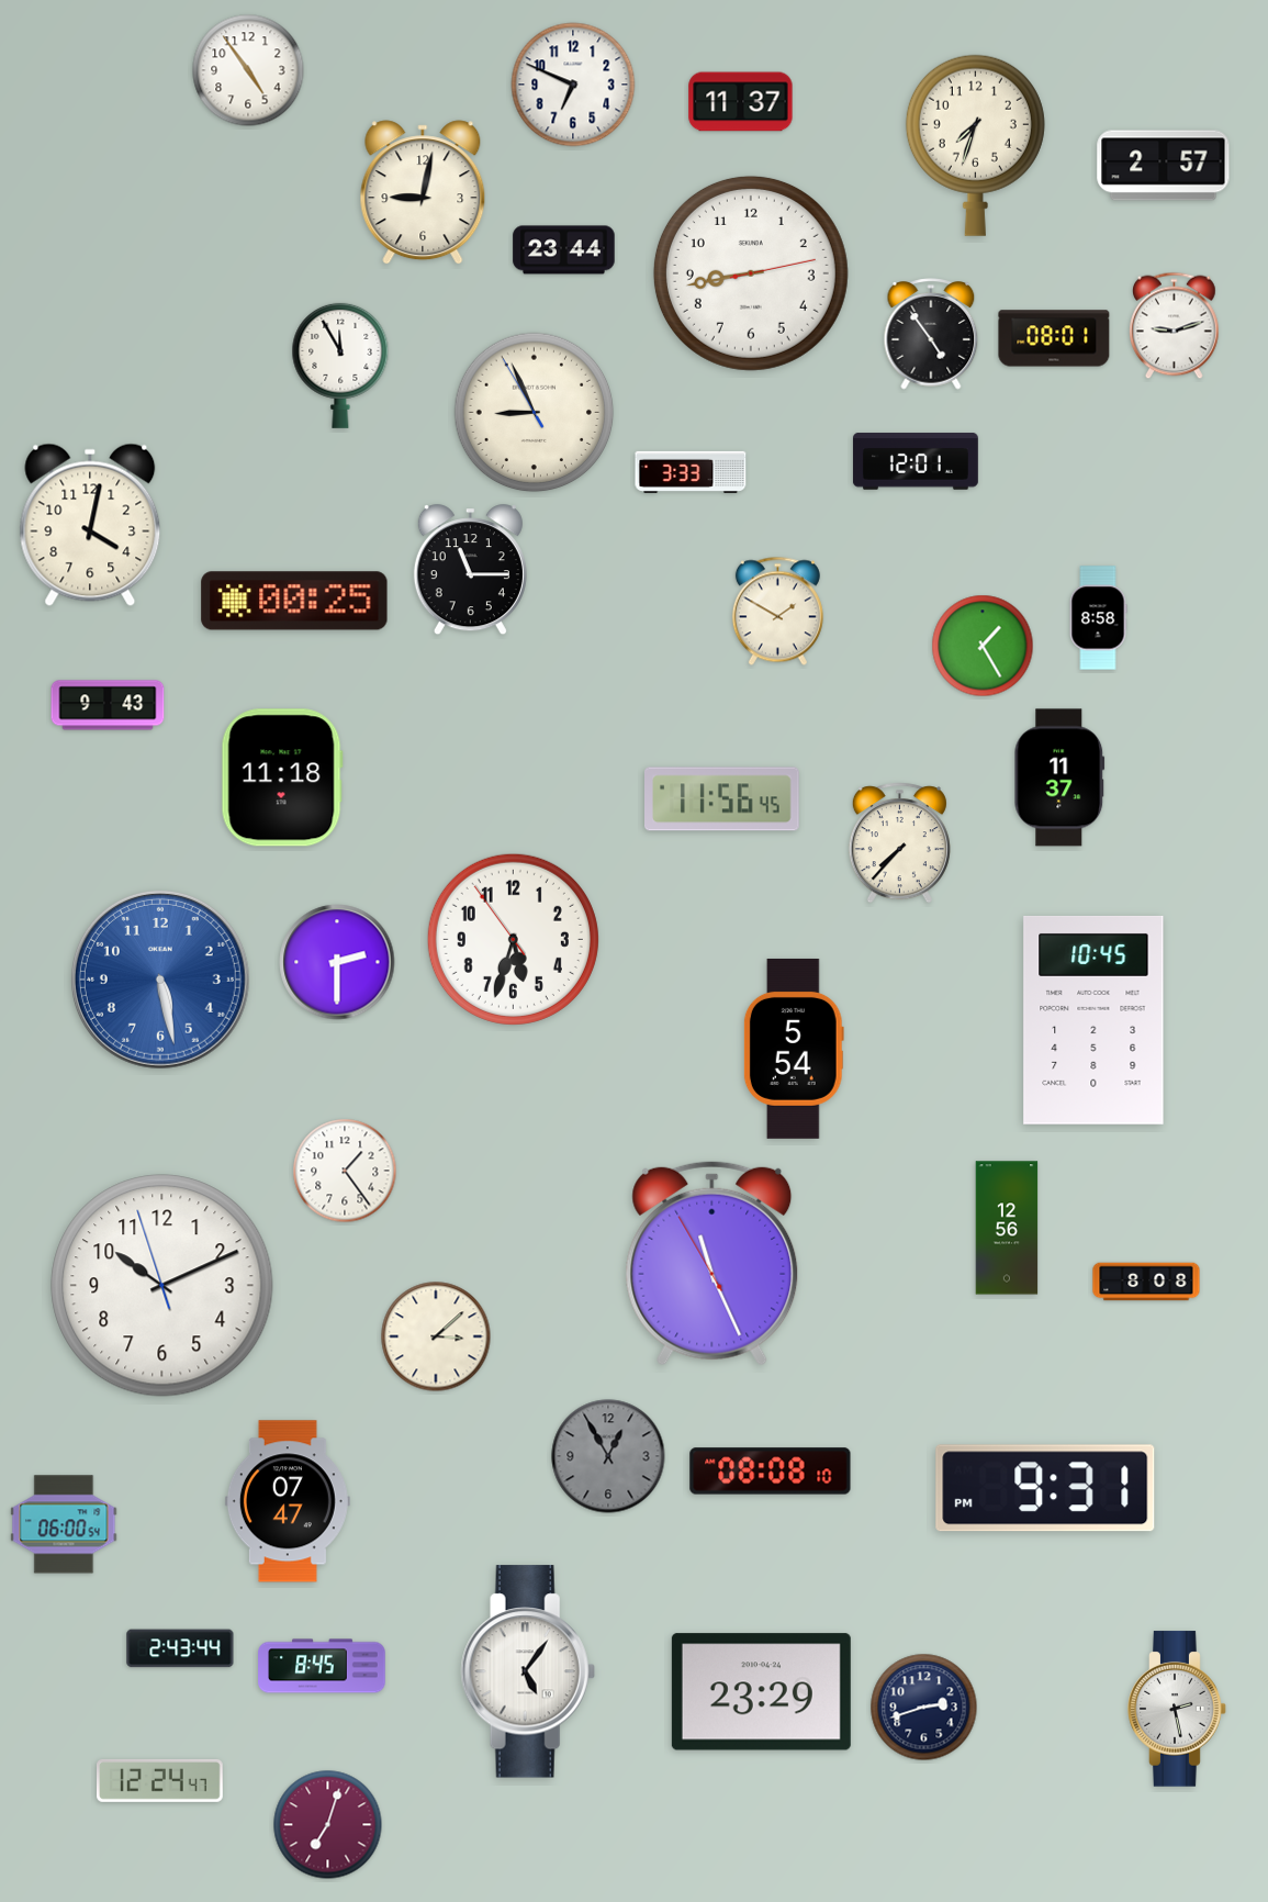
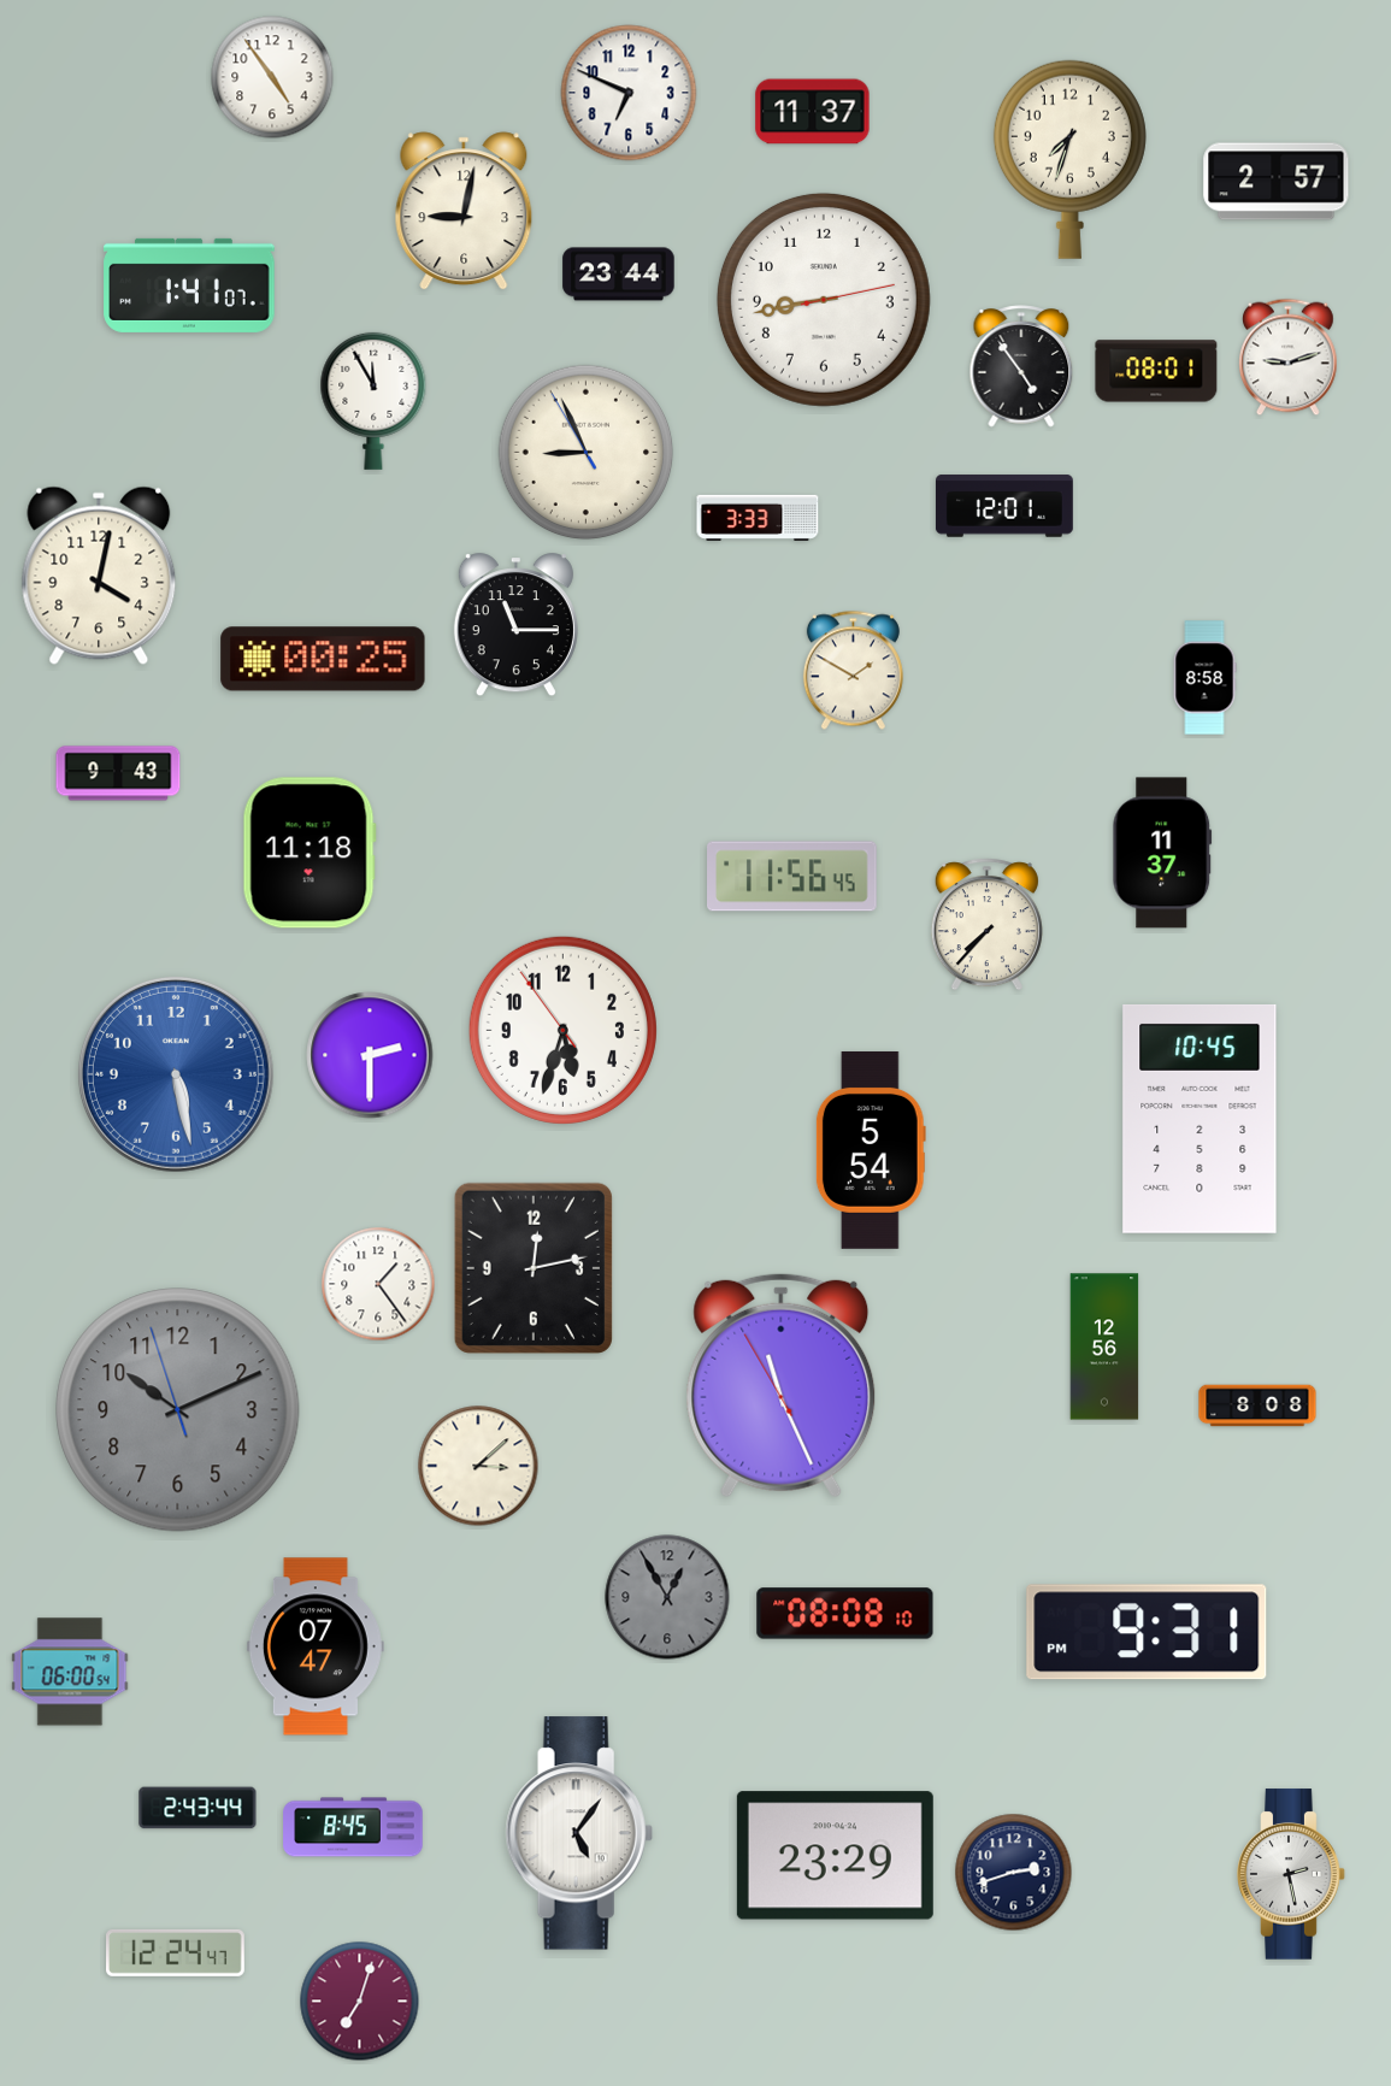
clock at (189, 285): none -> 1:41
clock at (983, 646): 1:25 -> none
clock at (534, 1268): none -> 12:13
clock at (162, 1286) dial: white -> grey
